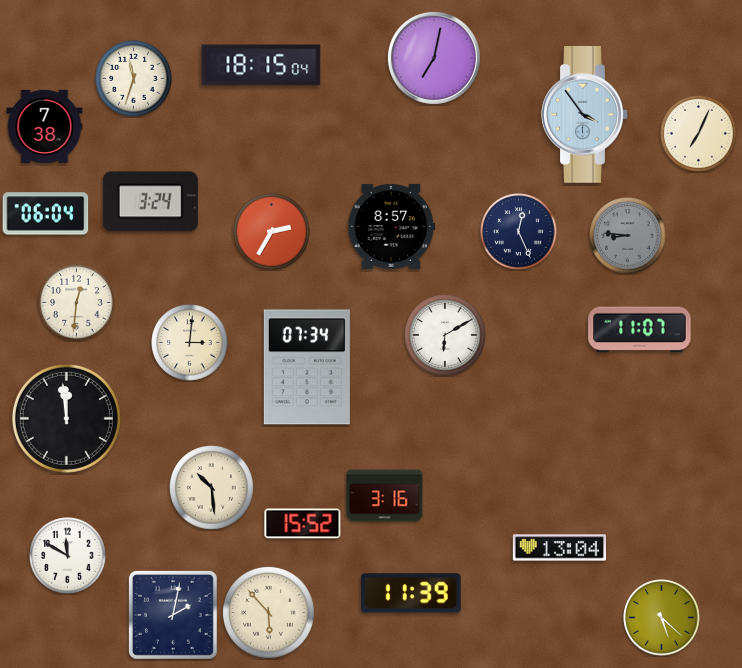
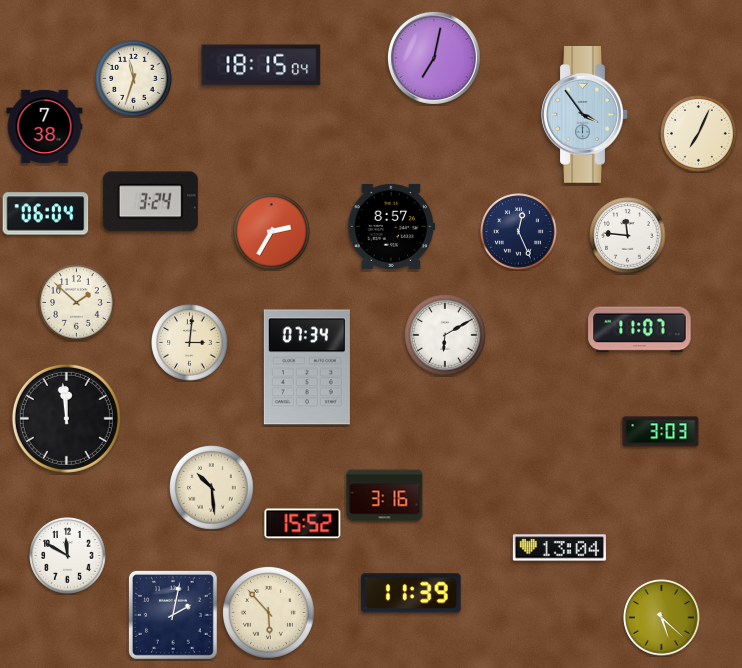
clock at (628, 236): 8:46 -> 11:46
clock at (628, 236) dial: grey -> white
clock at (77, 303): 12:31 -> 1:52
clock at (661, 432): none -> 3:03
